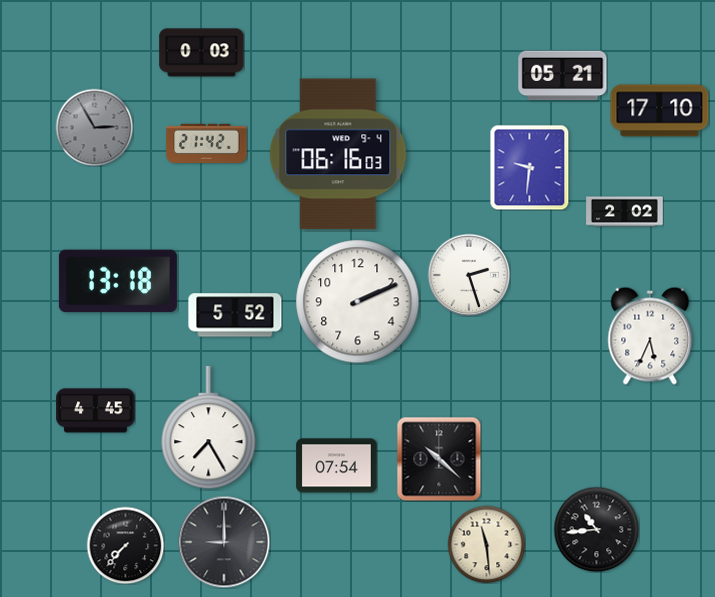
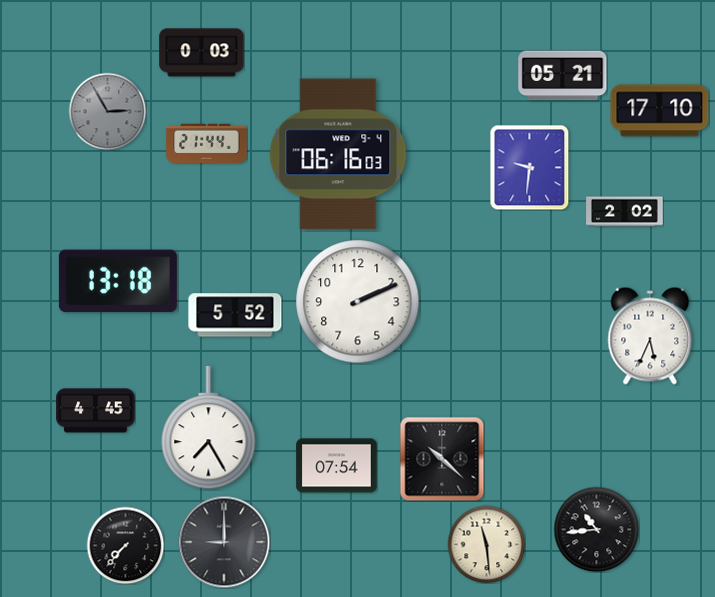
clock at (94, 127) position: (94, 127) -> (107, 111)
clock at (207, 143): 21:42 -> 21:44
clock at (469, 275): 2:27 -> none
clock at (439, 459) position: (439, 459) -> (442, 459)
